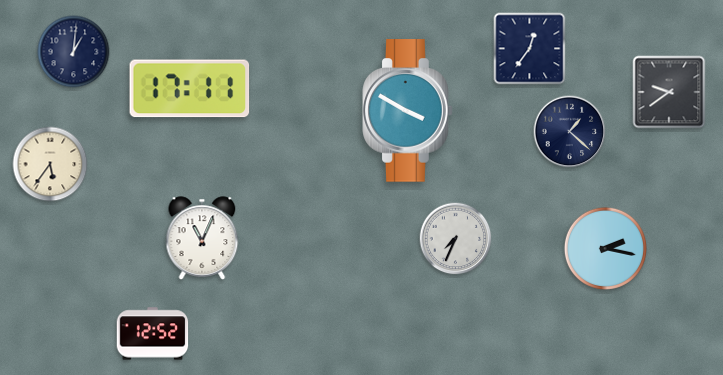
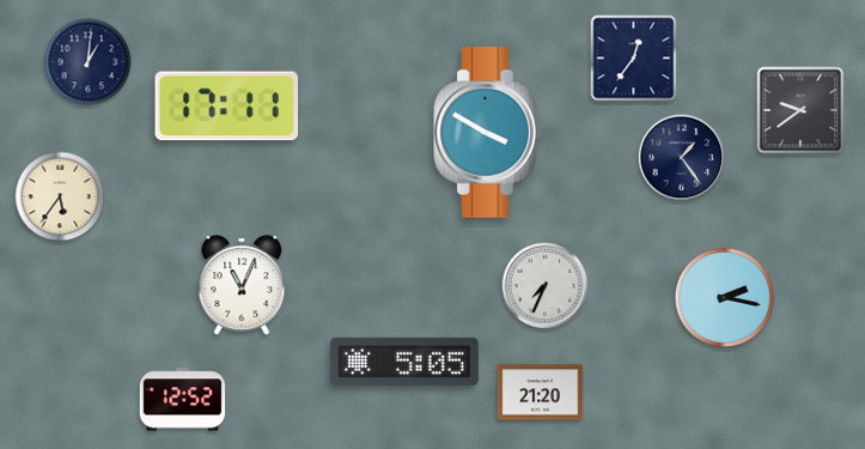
clock at (570, 132): 1:22 -> 1:24
clock at (404, 362): none -> 5:05
clock at (541, 393): none -> 21:20
